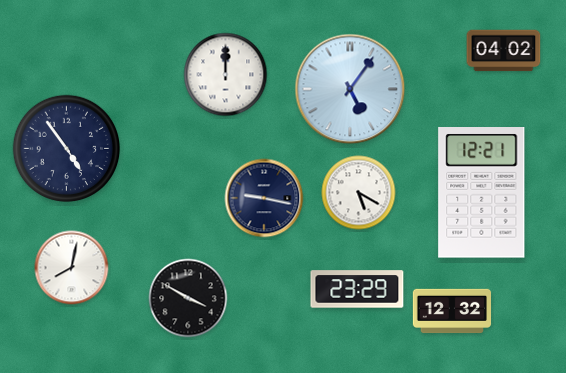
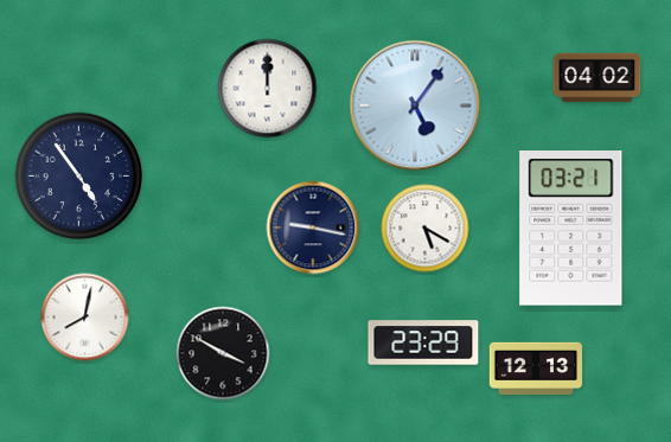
clock at (504, 51) position: (504, 51) -> (597, 78)
clock at (482, 193): 12:21 -> 03:21
clock at (264, 198) position: (264, 198) -> (313, 228)
clock at (452, 311): 12:32 -> 12:13
